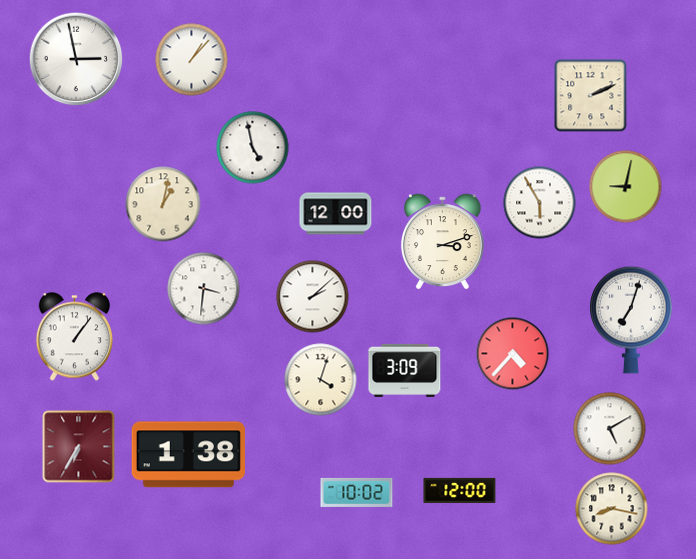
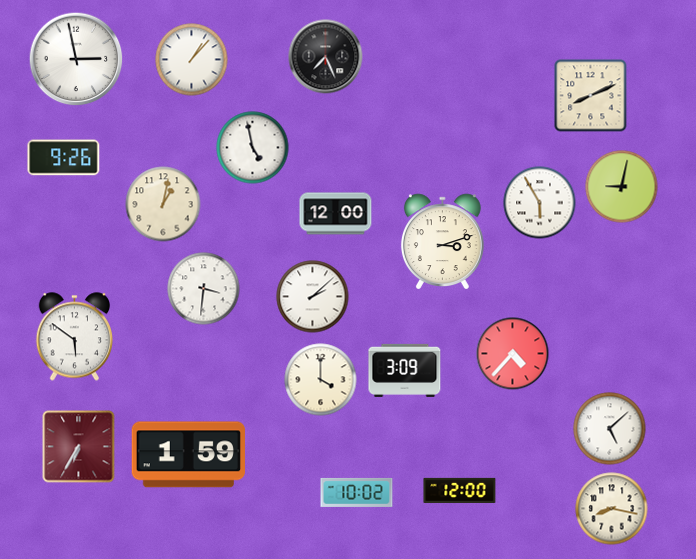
clock at (326, 57): none -> 7:26
clock at (591, 96): 2:11 -> 8:11
clock at (64, 158): none -> 9:26
clock at (626, 187) position: (626, 187) -> (622, 187)
clock at (631, 320): 7:03 -> none
clock at (74, 337): 1:06 -> 5:51
clock at (321, 380): 4:03 -> 4:00
clock at (610, 429): 5:10 -> 5:08
clock at (188, 455): 1:38 -> 1:59
